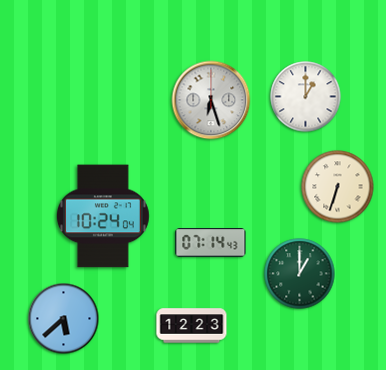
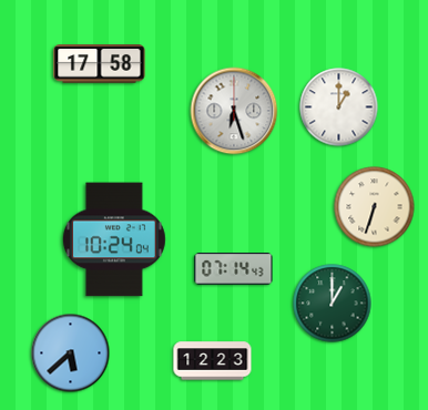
clock at (100, 64): none -> 17:58
